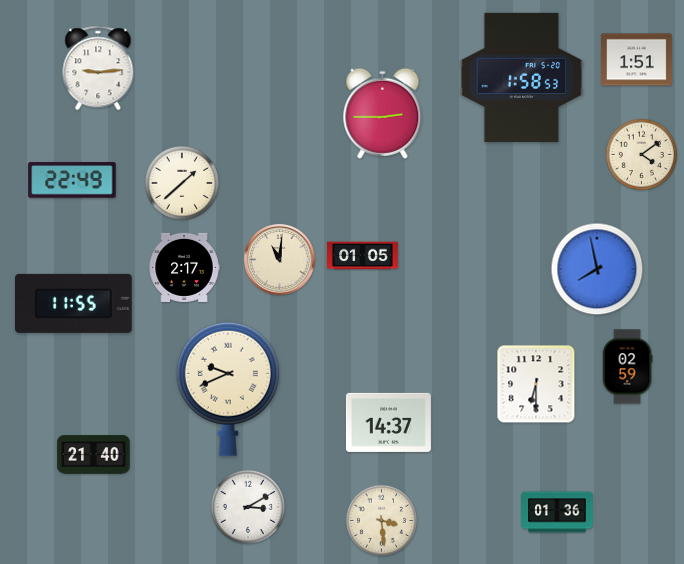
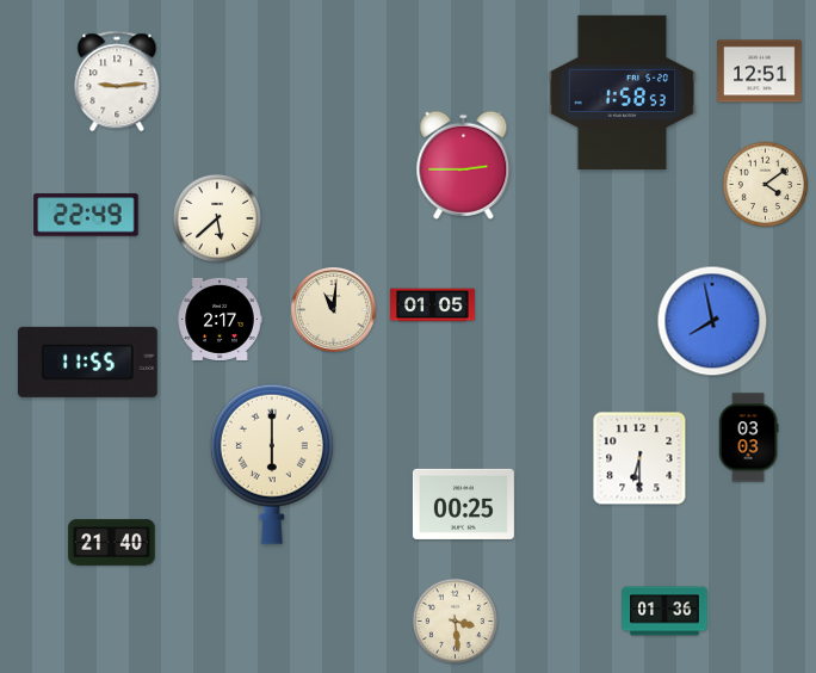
clock at (637, 60): 1:51 -> 12:51
clock at (383, 113) position: (383, 113) -> (464, 165)
clock at (182, 183): 1:38 -> 5:38
clock at (627, 367): 02:59 -> 03:03
clock at (228, 389): 9:41 -> 6:00
clock at (388, 422): 14:37 -> 00:25
clock at (248, 507): 3:10 -> none
